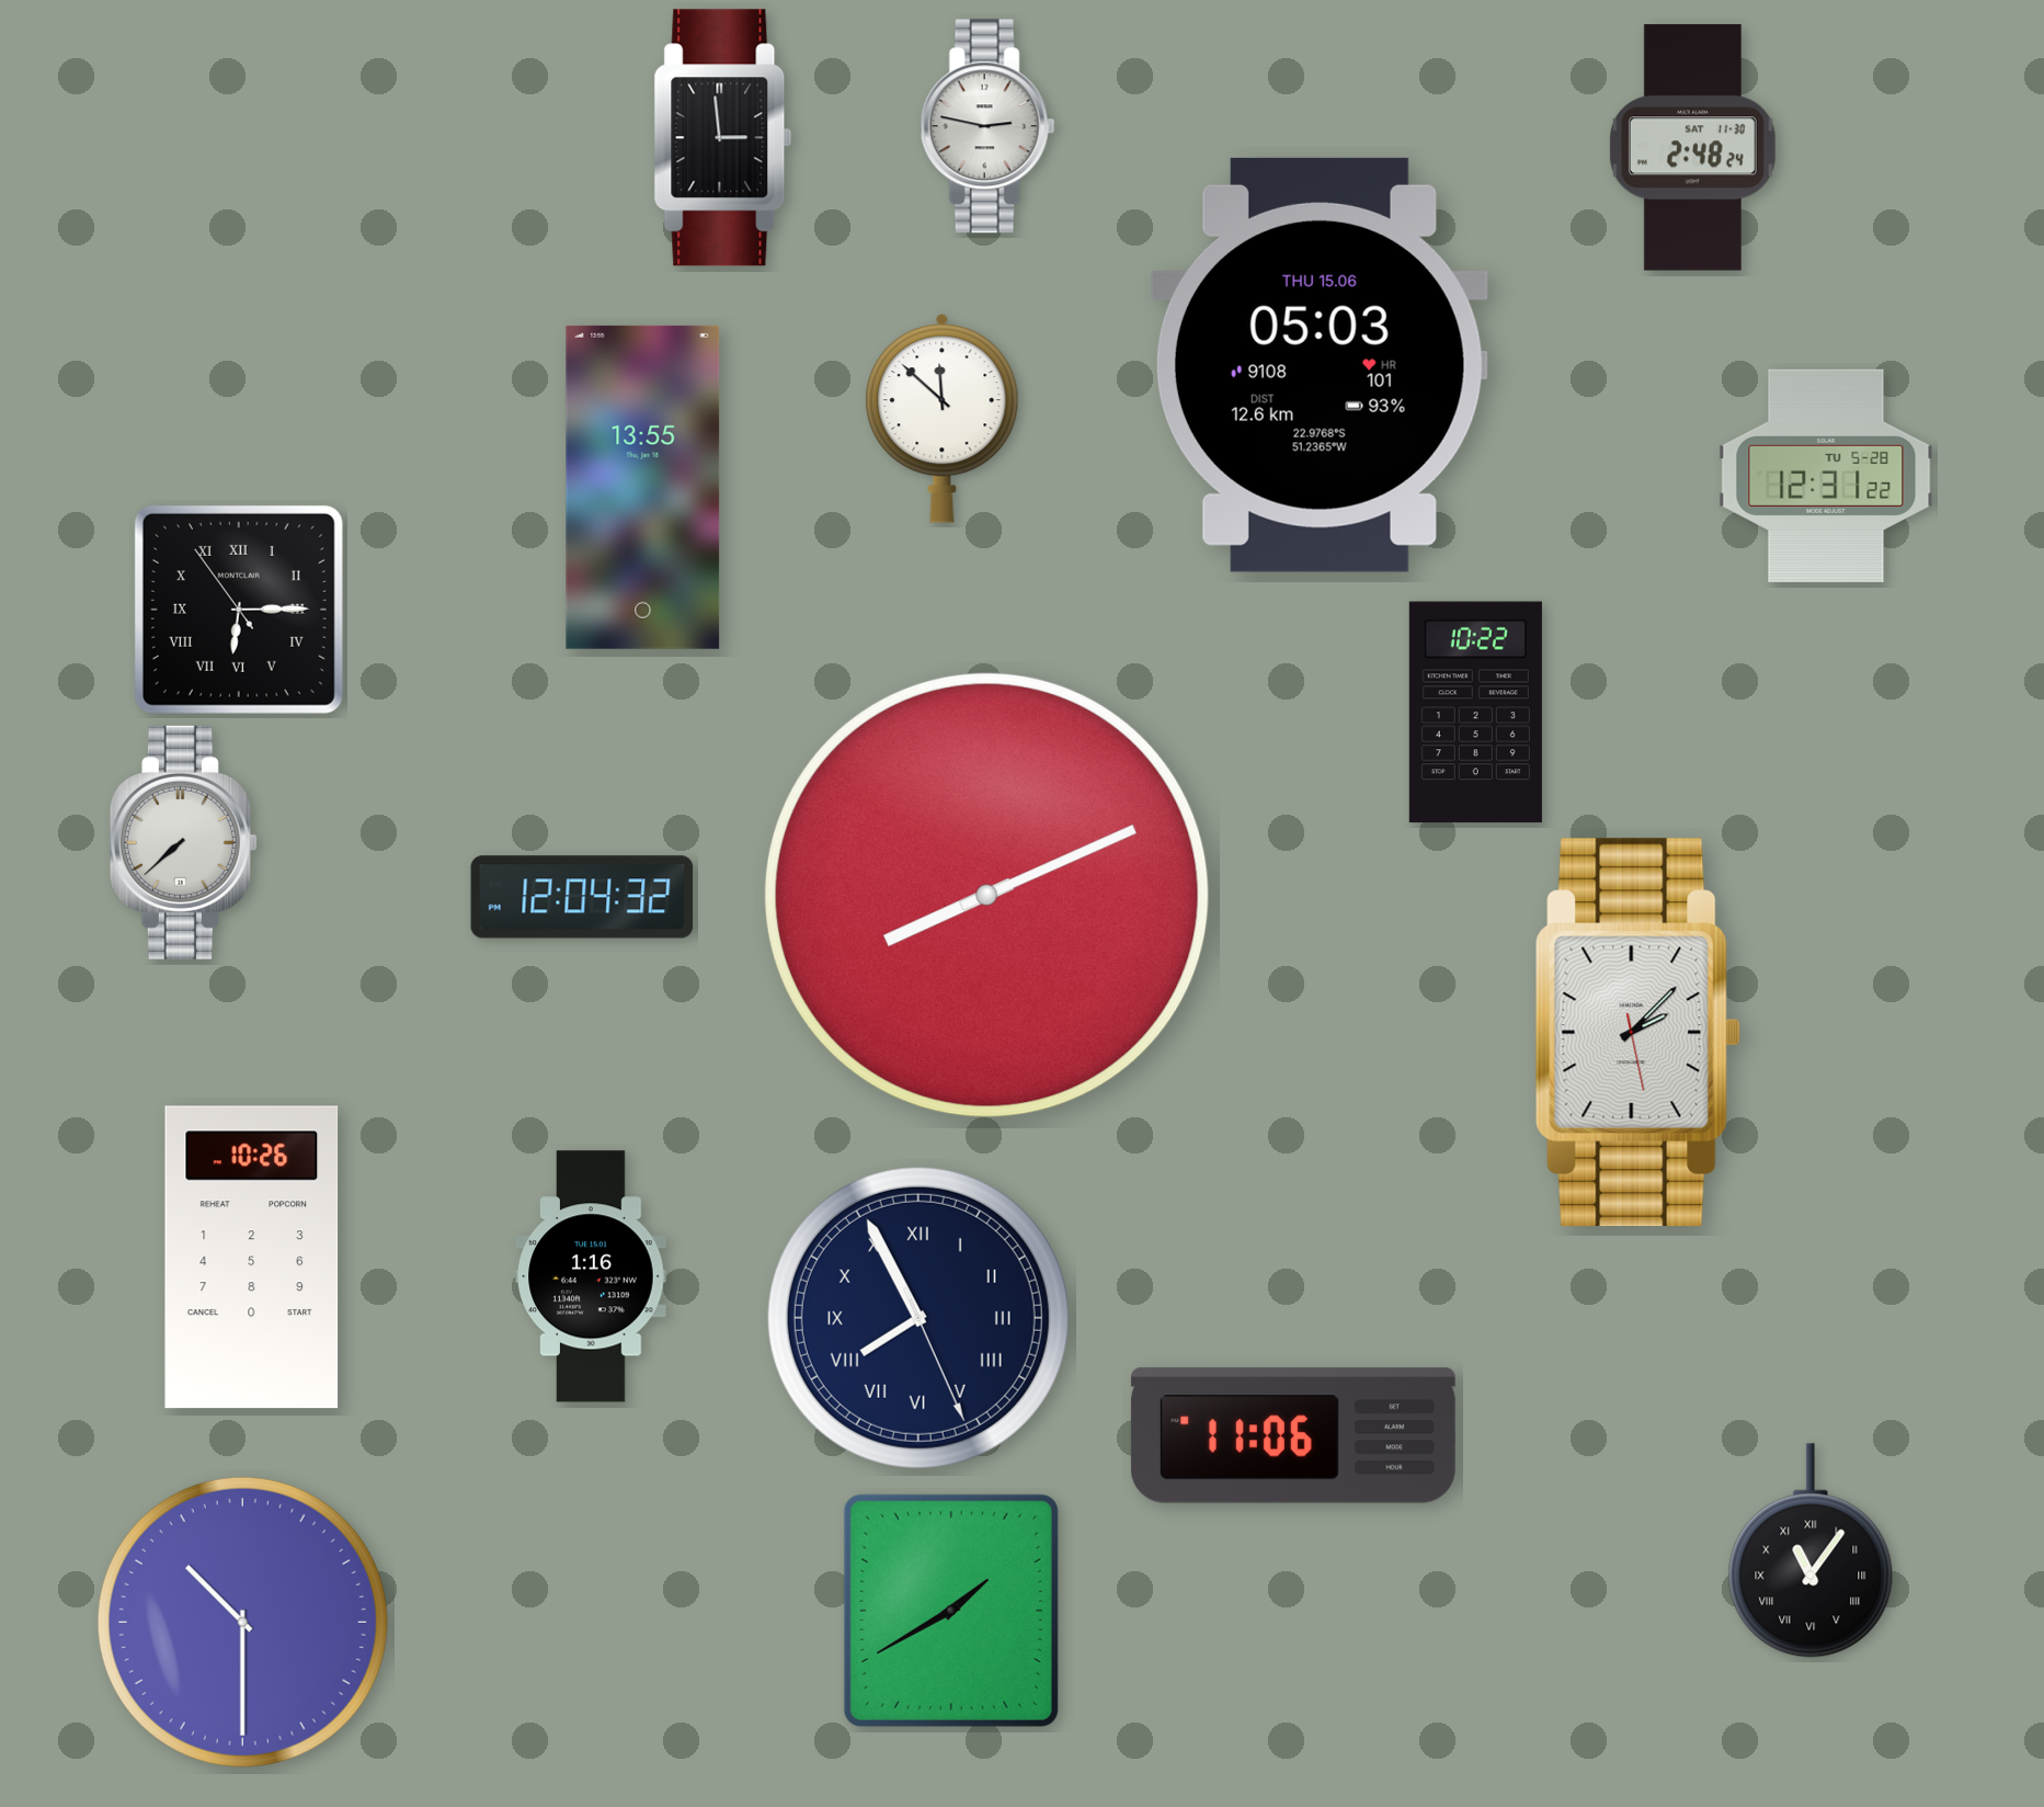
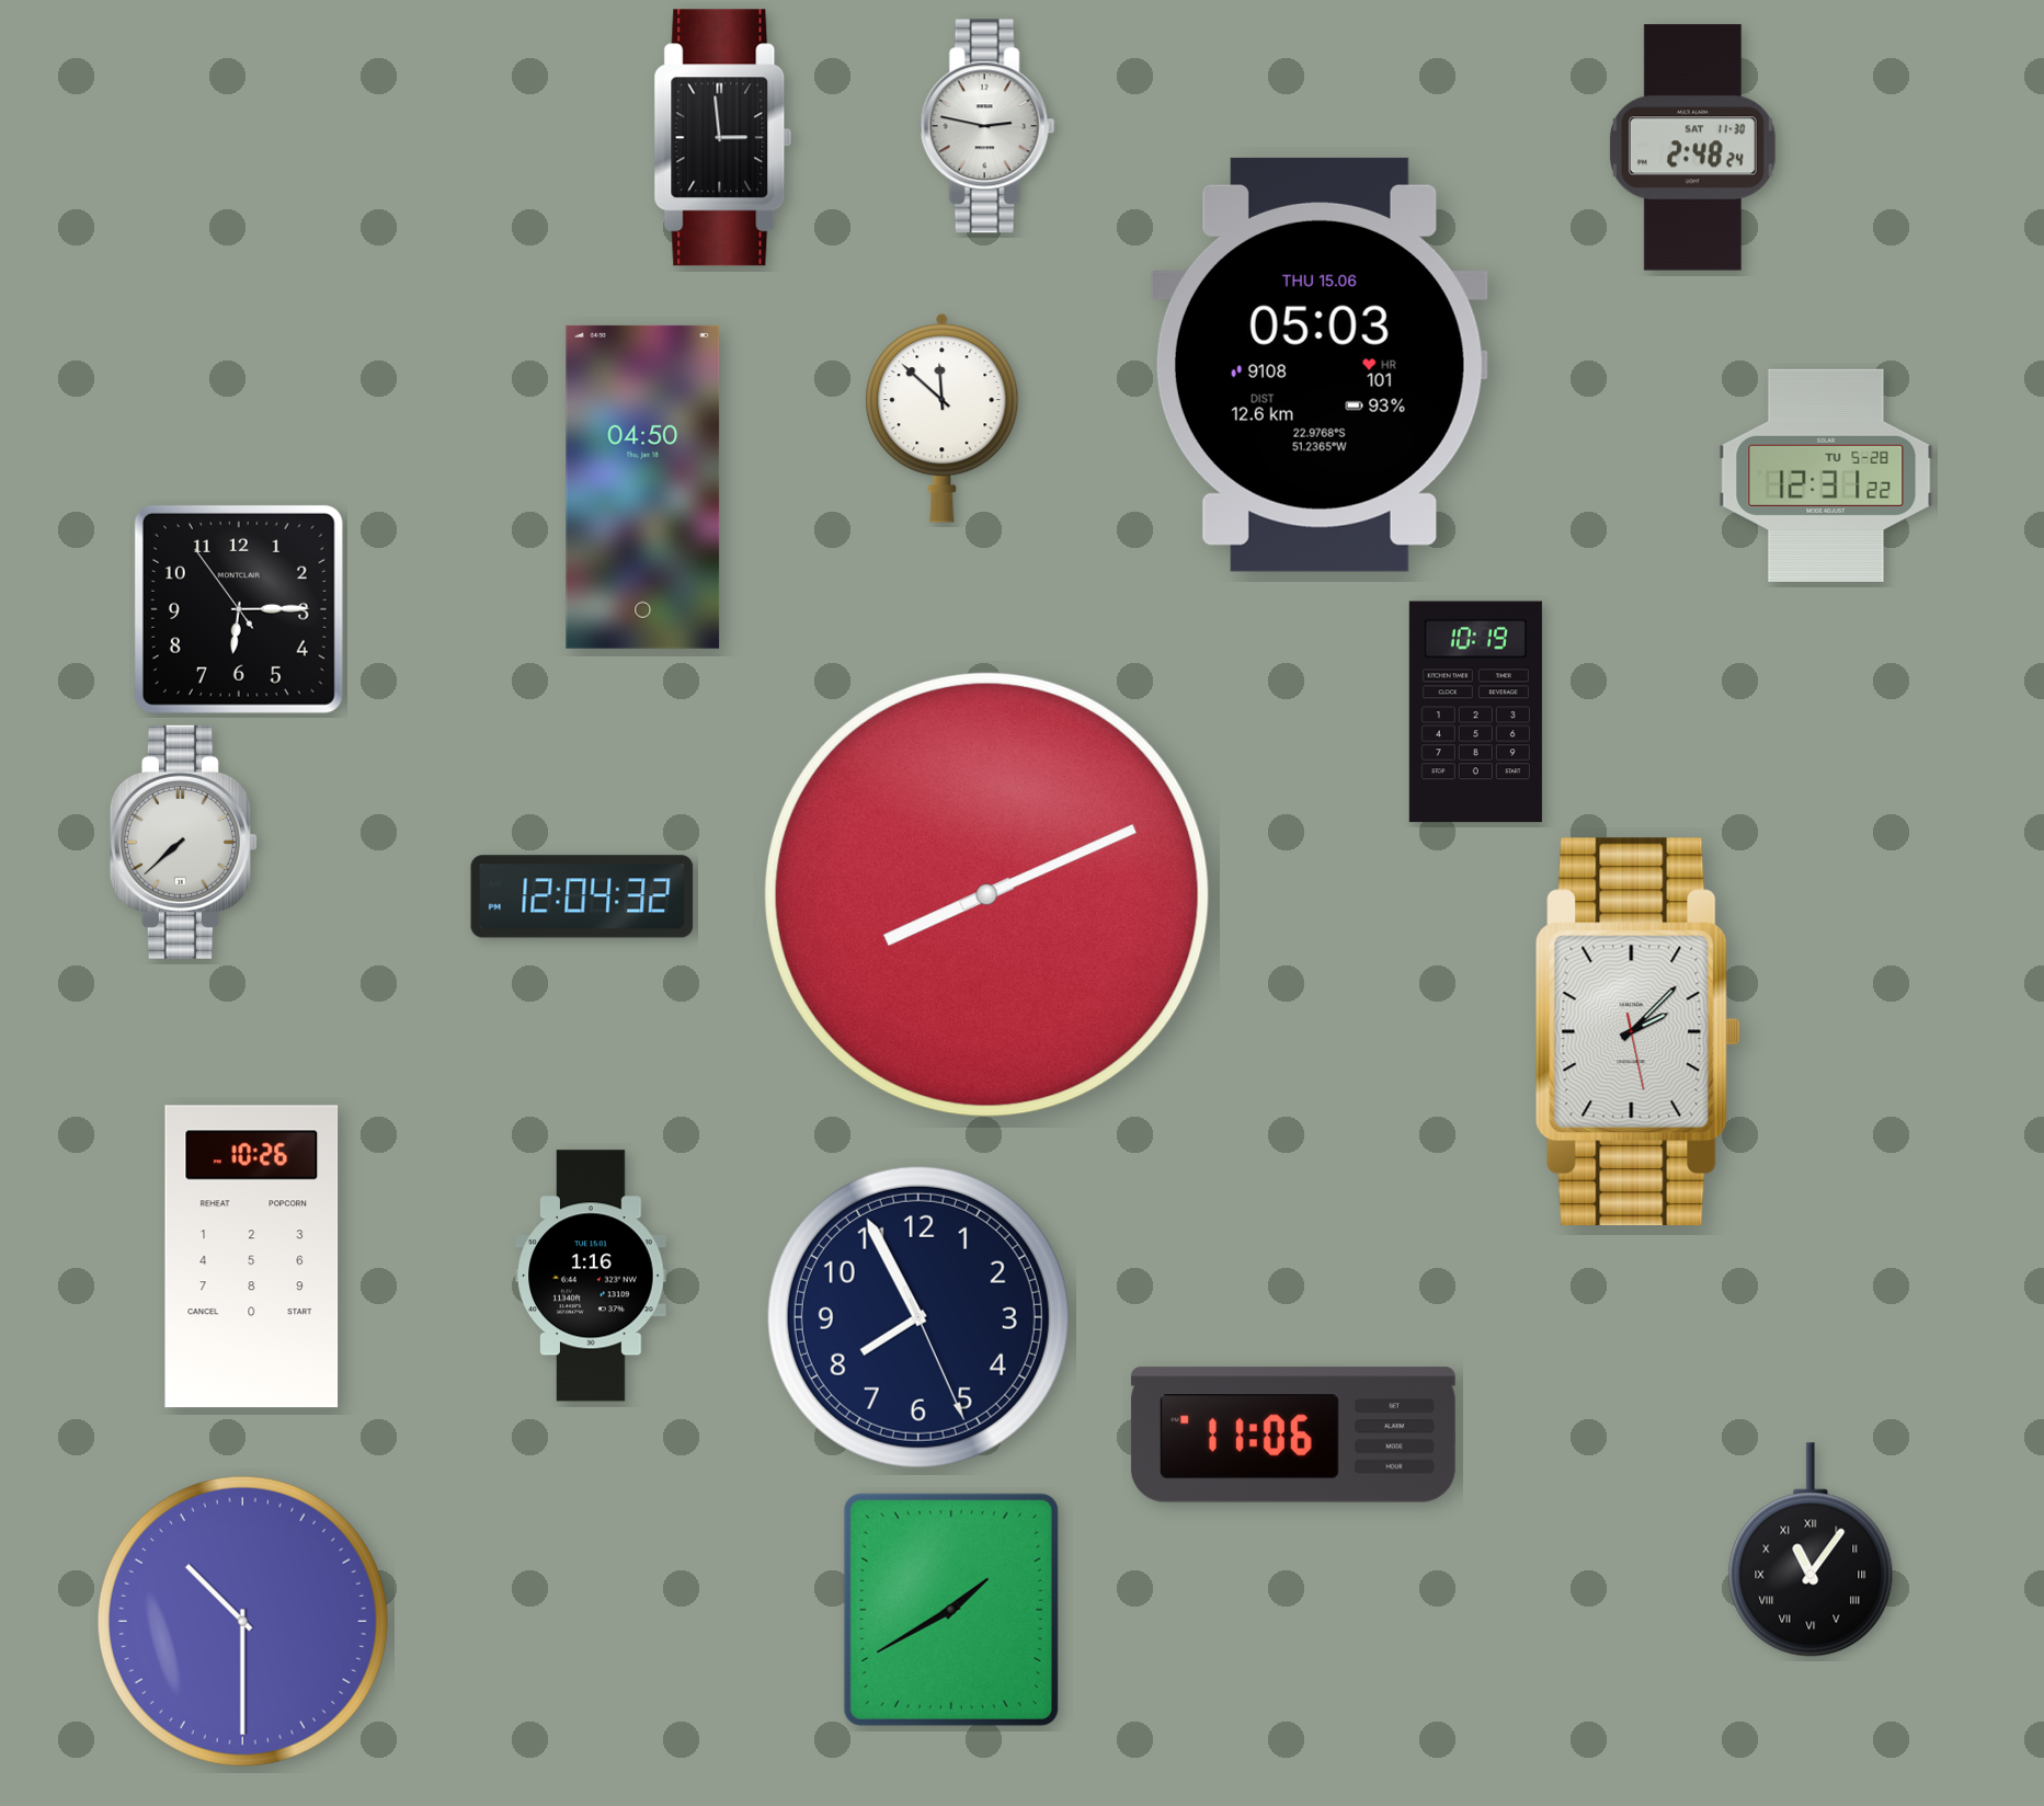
clock at (643, 487): 13:55 -> 04:50
clock at (239, 610) numerals: Roman -> Arabic
clock at (1475, 713): 10:22 -> 10:19
clock at (918, 1318) numerals: Roman -> Arabic
